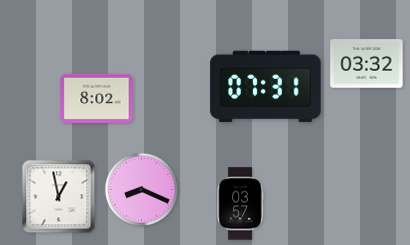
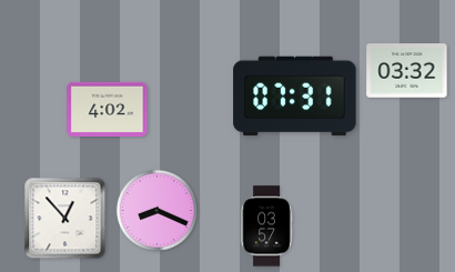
clock at (97, 98): 8:02 -> 4:02
clock at (59, 197): 12:58 -> 12:53
